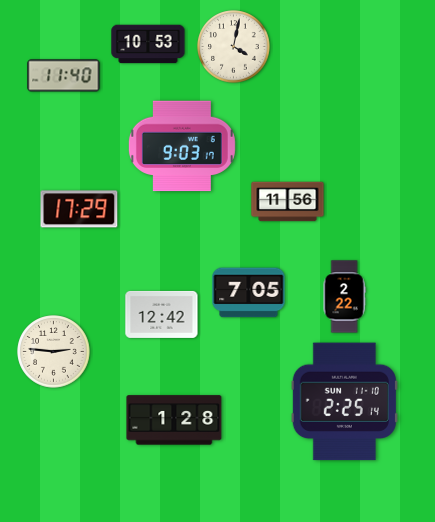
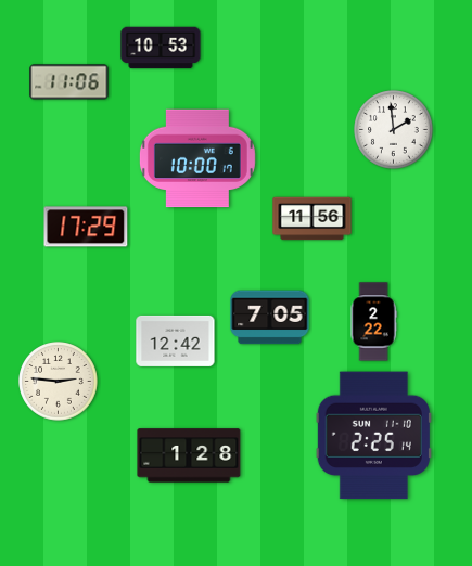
clock at (234, 47): 4:02 -> none
clock at (64, 76): 11:40 -> 11:06
clock at (394, 130): none -> 1:59
clock at (182, 146): 9:03 -> 10:00
